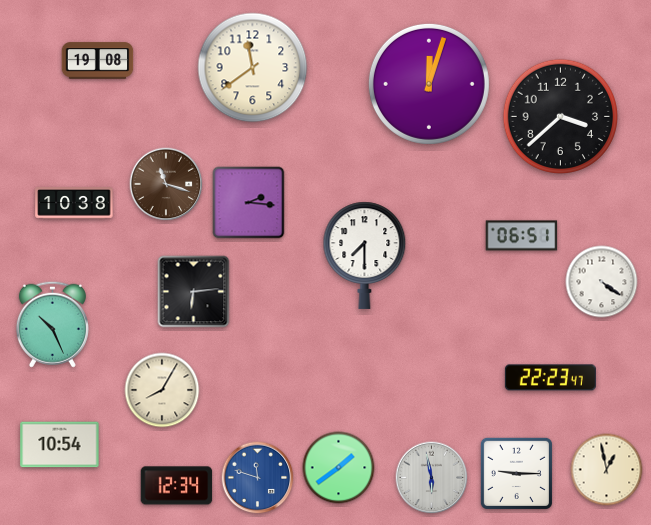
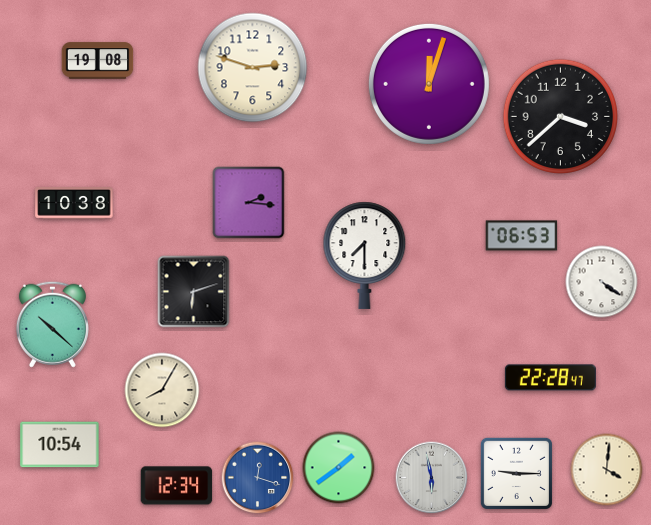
clock at (253, 68): 11:39 -> 2:48
clock at (166, 184): 11:18 -> none
clock at (522, 236): 06:51 -> 06:53
clock at (194, 292): 6:14 -> 6:12
clock at (52, 324): 10:26 -> 10:22
clock at (550, 378): 22:23 -> 22:28
clock at (607, 470): 12:58 -> 4:01
clock at (258, 478): 11:48 -> 12:18
